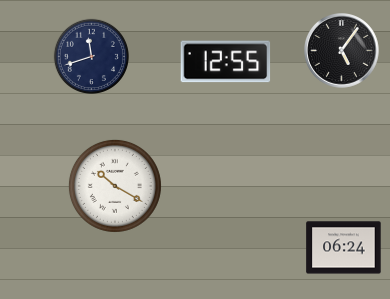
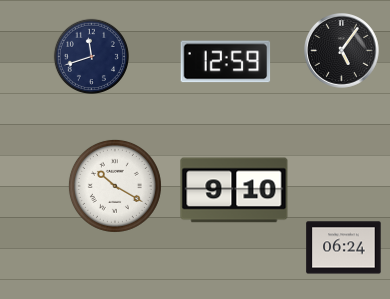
clock at (226, 62): 12:55 -> 12:59
clock at (234, 190): none -> 9:10
